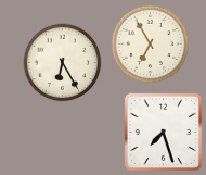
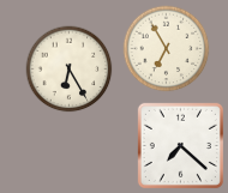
clock at (163, 132): 7:27 -> 7:22
